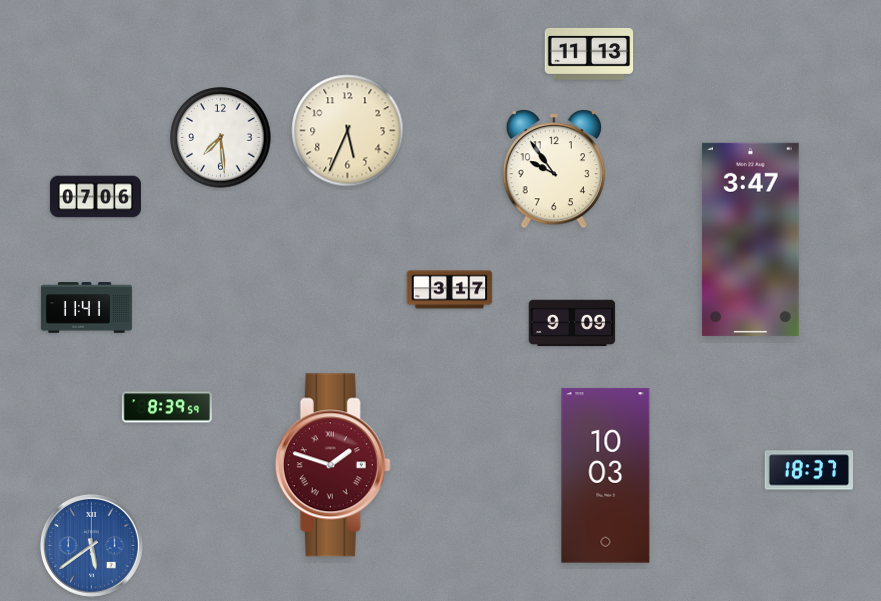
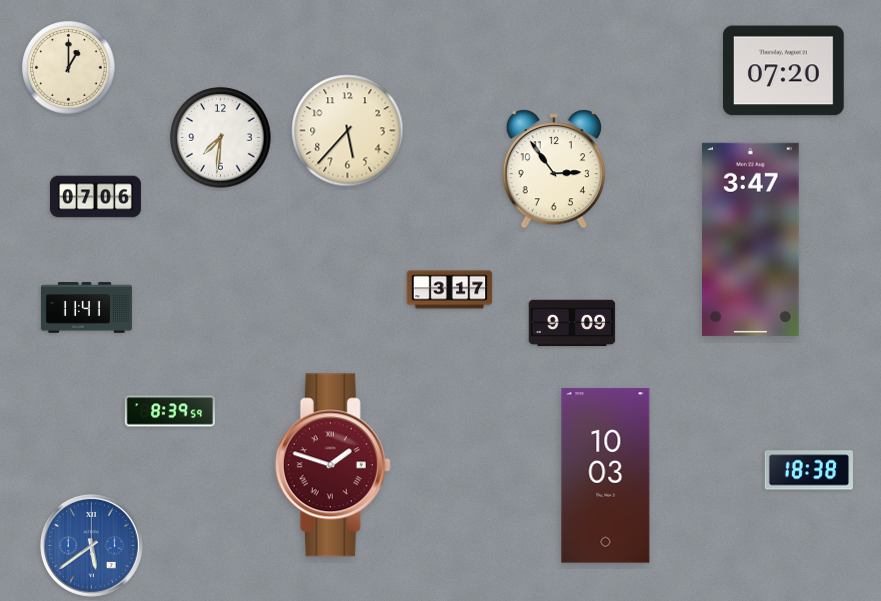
clock at (589, 54): 11:13 -> none
clock at (69, 68): none -> 1:00
clock at (784, 71): none -> 07:20
clock at (348, 131): 5:34 -> 5:37
clock at (221, 138): 7:29 -> 7:31
clock at (553, 169): 9:54 -> 2:54
clock at (167, 407) position: (167, 407) -> (170, 411)
clock at (808, 470): 18:37 -> 18:38
